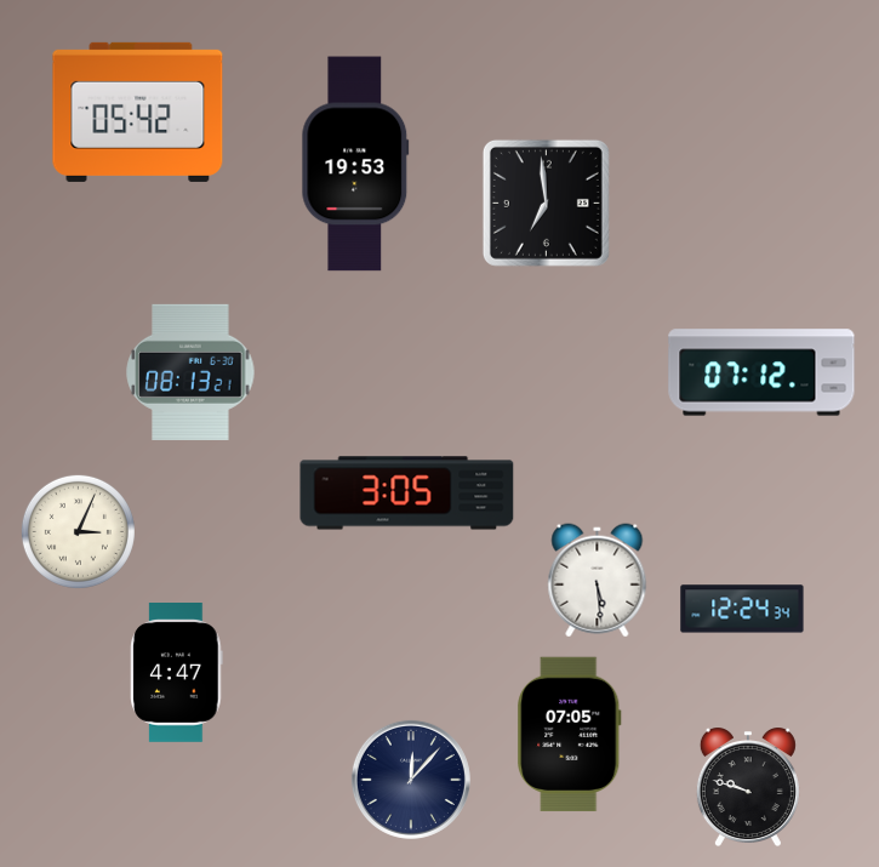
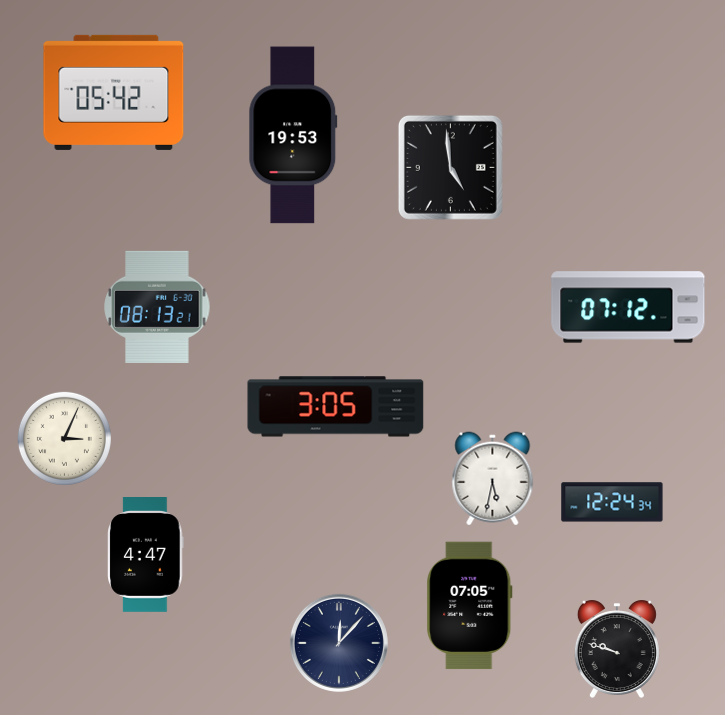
clock at (546, 203): 6:59 -> 4:59
clock at (598, 581): 5:29 -> 5:32
